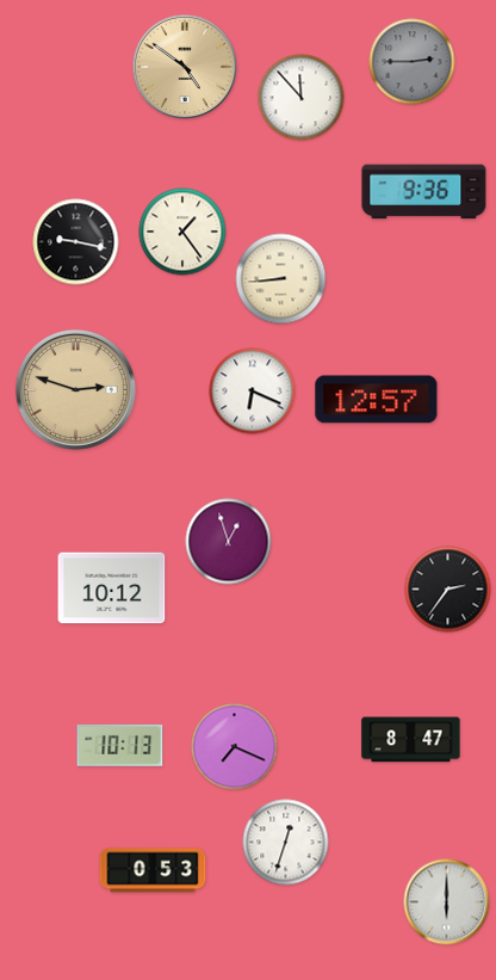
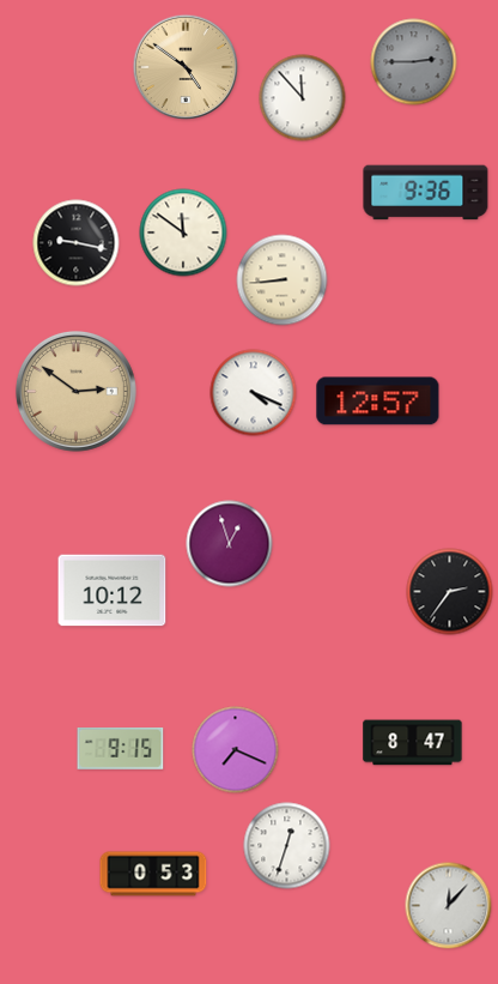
clock at (182, 232): 1:24 -> 11:51
clock at (75, 389): 2:48 -> 2:51
clock at (253, 392): 6:19 -> 4:19
clock at (120, 745): 10:13 -> 9:15
clock at (447, 902): 6:00 -> 12:07
